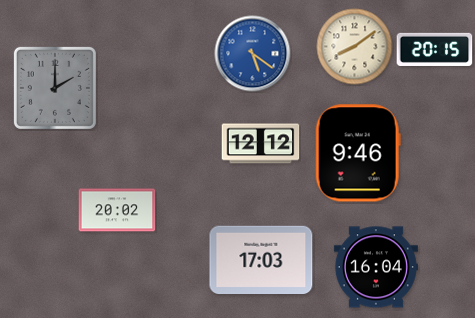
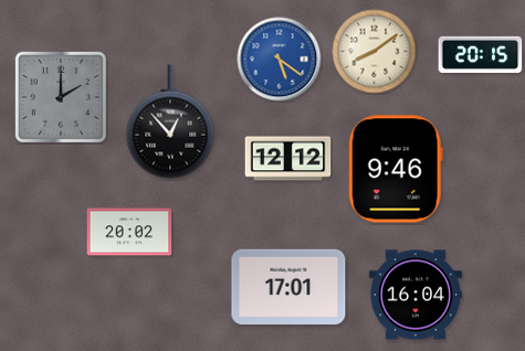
clock at (355, 47) position: (355, 47) -> (375, 52)
clock at (170, 121): none -> 12:53
clock at (261, 259): 17:03 -> 17:01
